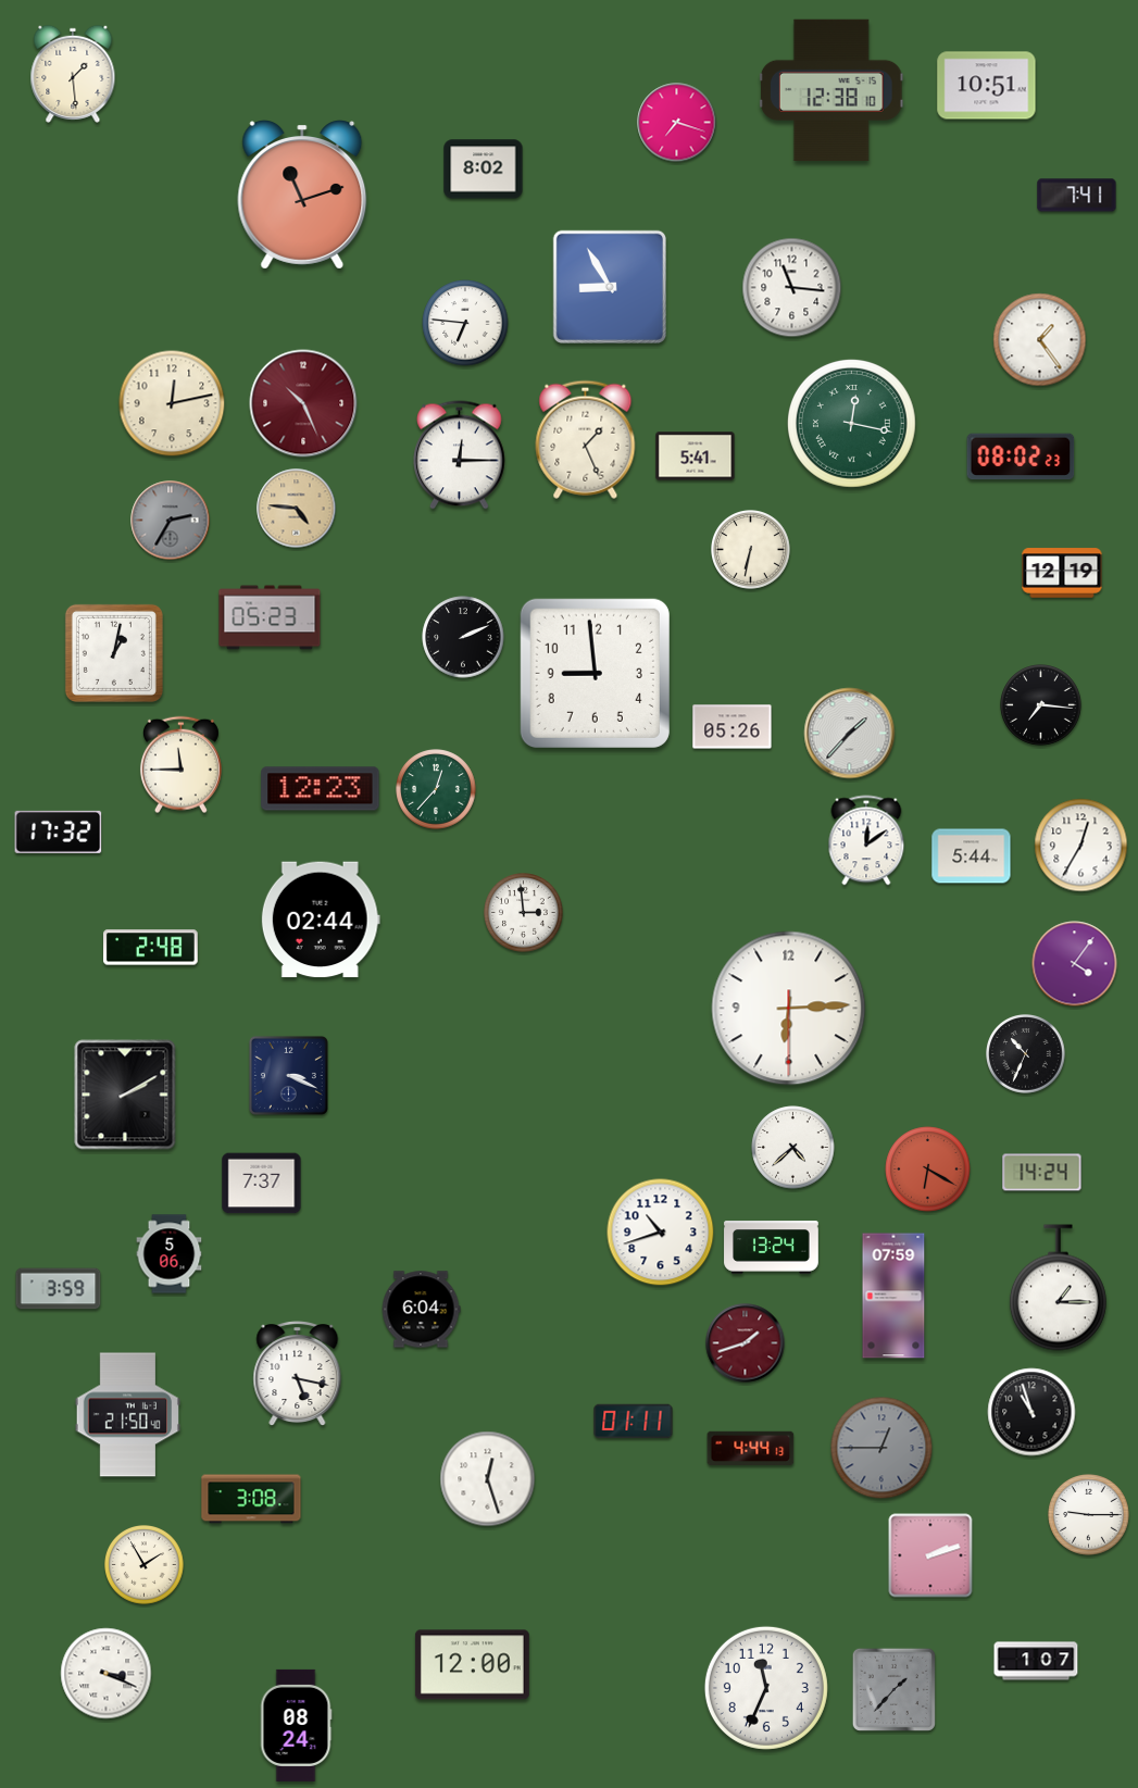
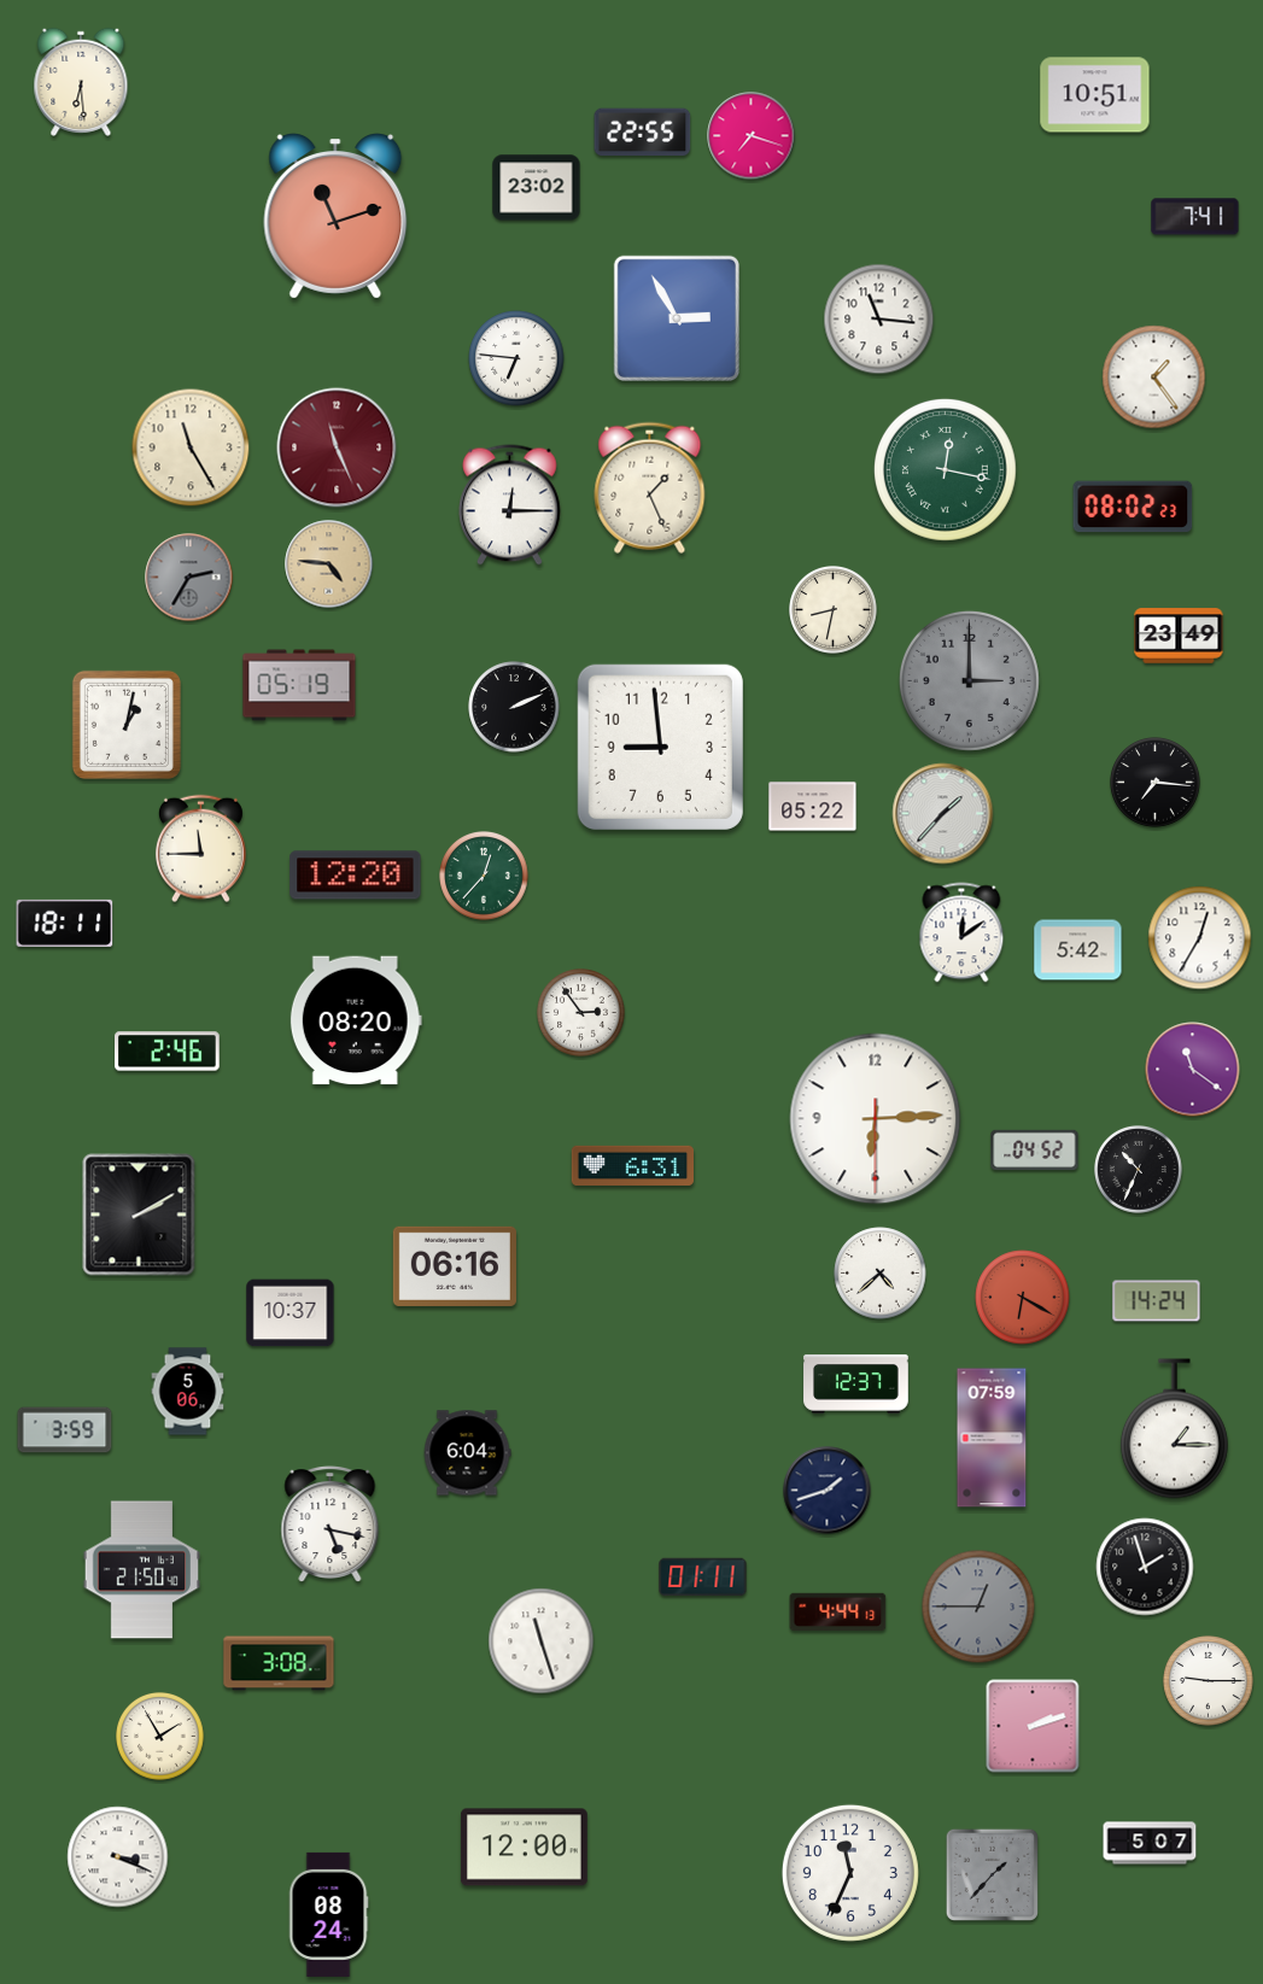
clock at (73, 74): 1:29 -> 6:29
clock at (831, 90): 12:38 -> none
clock at (643, 133): none -> 22:55
clock at (484, 170): 8:02 -> 23:02
clock at (610, 287): 8:55 -> 2:55
clock at (172, 403): 12:13 -> 11:25
clock at (303, 403): 10:26 -> 11:26
clock at (696, 457): 5:41 -> none
clock at (751, 550): 6:32 -> 8:32
clock at (1062, 573): 12:19 -> 23:49
clock at (969, 680): none -> 3:00
clock at (270, 617): 05:23 -> 05:19
clock at (733, 727): 05:26 -> 05:22
clock at (321, 789): 12:23 -> 12:20
clock at (59, 832): 17:32 -> 18:11
clock at (972, 857): 5:44 -> 5:42
clock at (524, 913): 2:59 -> 2:54
clock at (321, 920): 02:44 -> 08:20
clock at (151, 948): 2:48 -> 2:46
clock at (1075, 964): 4:06 -> 11:21
clock at (1035, 1151): none -> 04:52
clock at (633, 1165): none -> 6:31
clock at (288, 1075): 3:19 -> none
clock at (455, 1266): none -> 06:16
clock at (928, 1170) position: (928, 1170) -> (1023, 1298)
clock at (262, 1184): 7:37 -> 10:37
clock at (661, 1233): 10:42 -> none
clock at (772, 1248): 13:24 -> 12:37
clock at (746, 1343) dial: burgundy -> navy
clock at (1031, 1412): 10:57 -> 1:57
clock at (751, 1448) position: (751, 1448) -> (838, 1611)
clock at (488, 1479): 12:27 -> 11:27
clock at (1036, 1661): 1:07 -> 5:07
